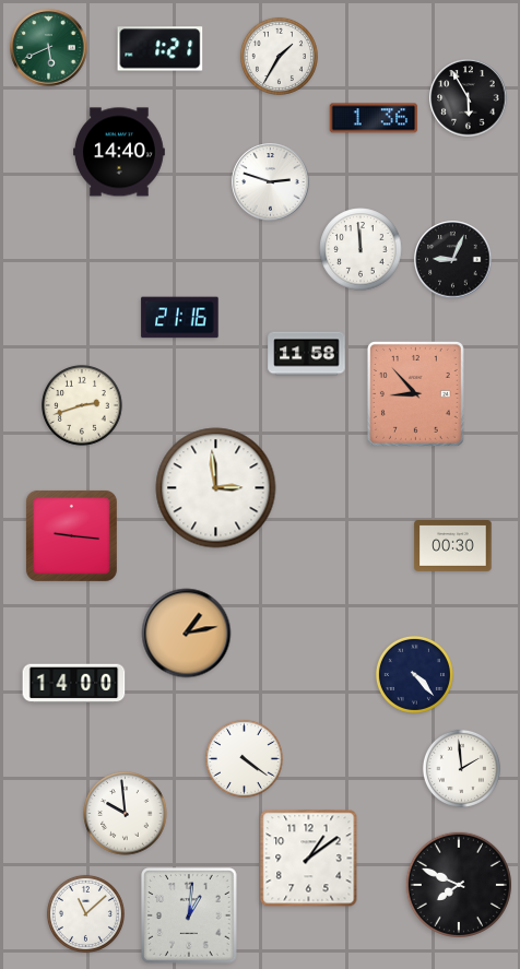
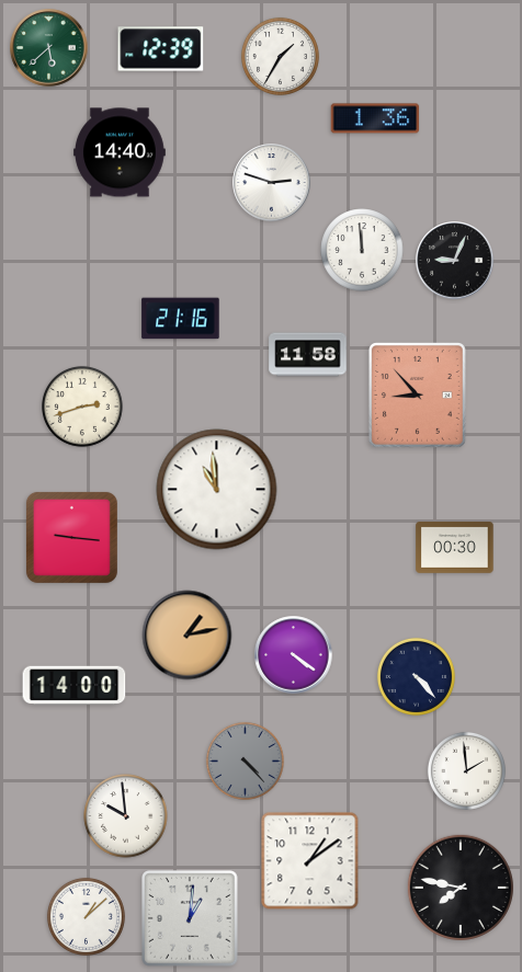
clock at (49, 48): 5:41 -> 5:38
clock at (161, 49): 1:21 -> 12:39
clock at (469, 98): 5:55 -> none
clock at (216, 488): 2:59 -> 10:59
clock at (294, 655): none -> 4:21
clock at (244, 758): 4:21 -> 4:23
clock at (244, 758) dial: white -> grey
clock at (461, 768) position: (461, 768) -> (466, 770)
clock at (458, 884): 7:49 -> 7:47
clock at (85, 913): 11:08 -> 1:08
